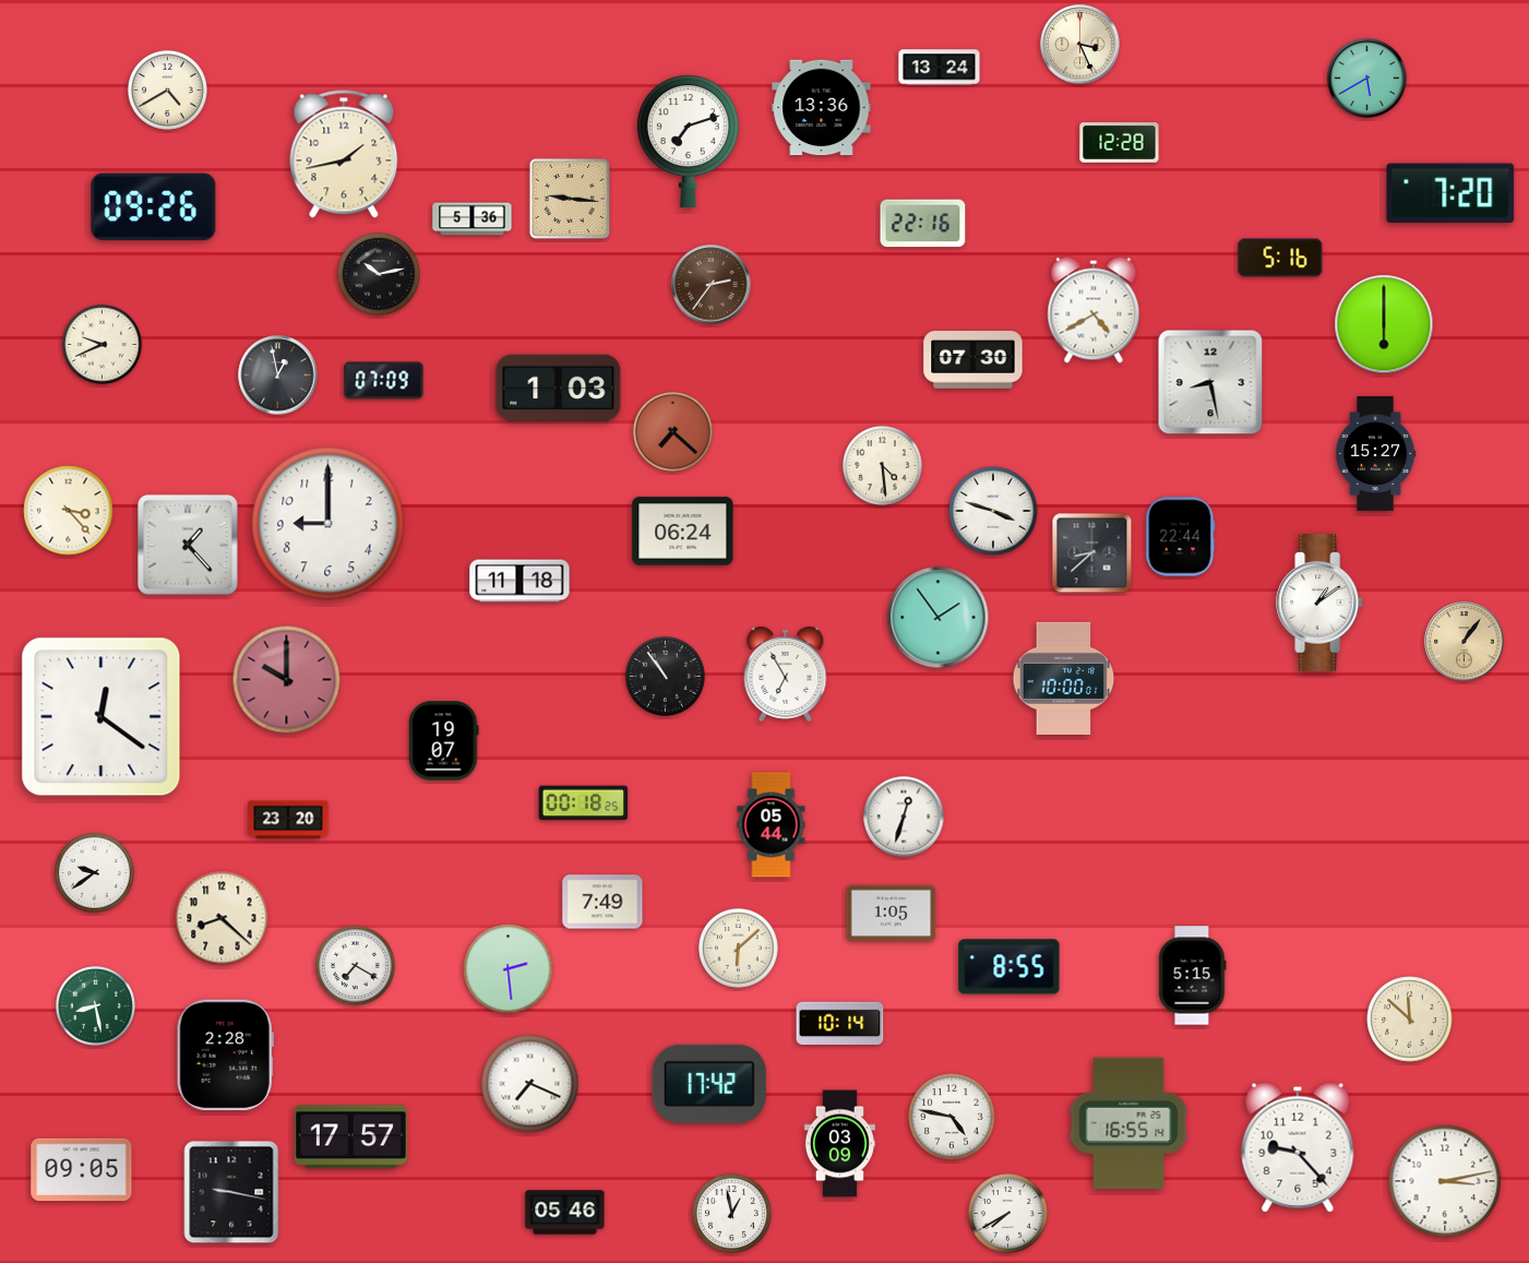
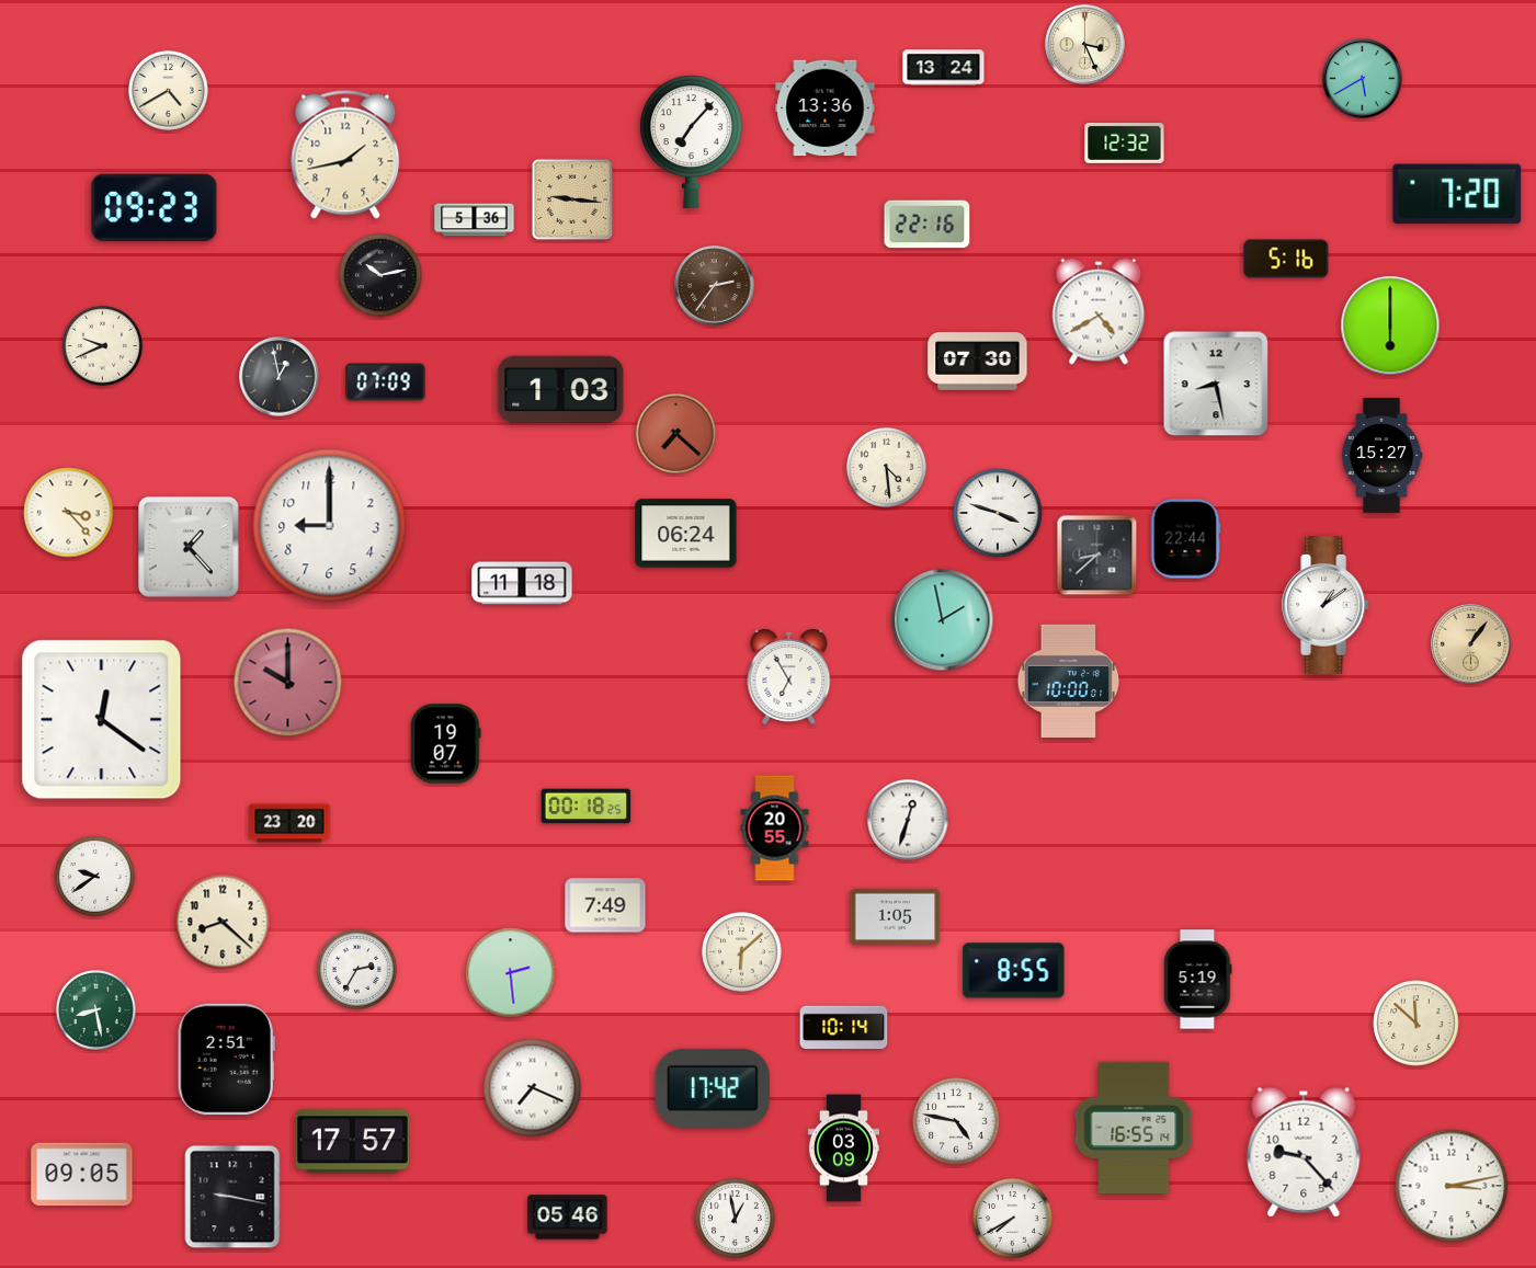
clock at (1367, 79) position: (1367, 79) -> (1363, 79)
clock at (688, 141): 7:12 -> 7:07
clock at (1120, 143): 12:28 -> 12:32
clock at (154, 207): 09:26 -> 09:23
clock at (939, 618): 1:54 -> 1:58
clock at (666, 677): 10:54 -> none
clock at (772, 825): 05:44 -> 20:55
clock at (356, 966): 7:20 -> 2:35
clock at (1193, 976): 5:15 -> 5:19
clock at (225, 1056): 2:28 -> 2:51
